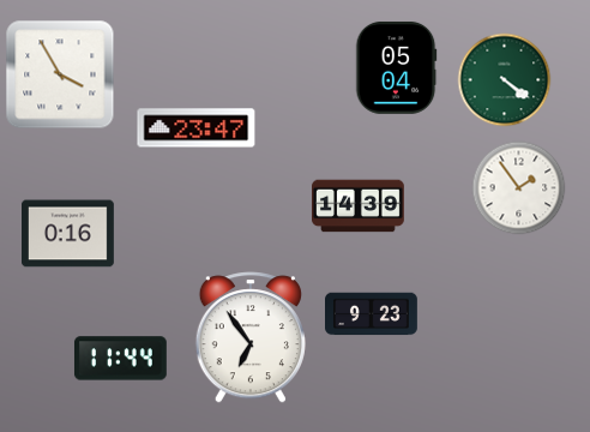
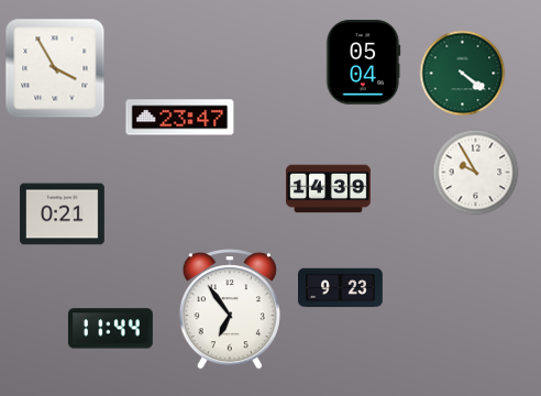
clock at (518, 187): 1:54 -> 9:55
clock at (68, 234): 0:16 -> 0:21
